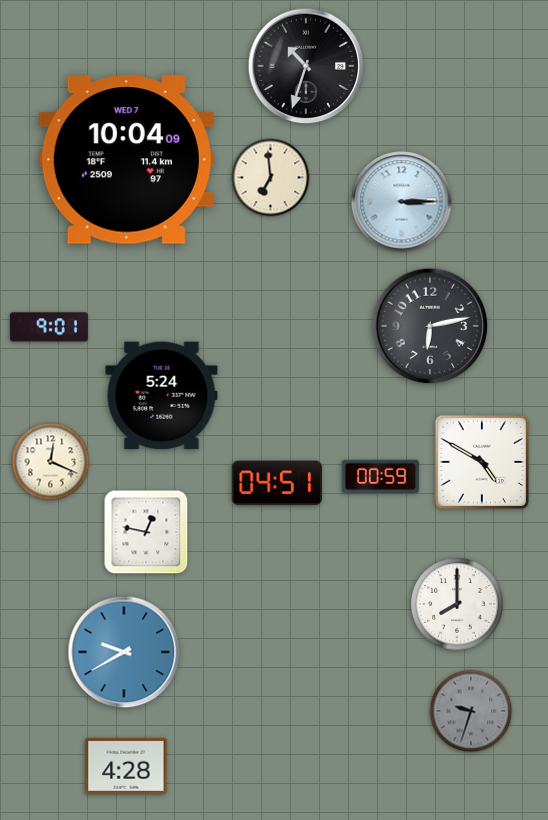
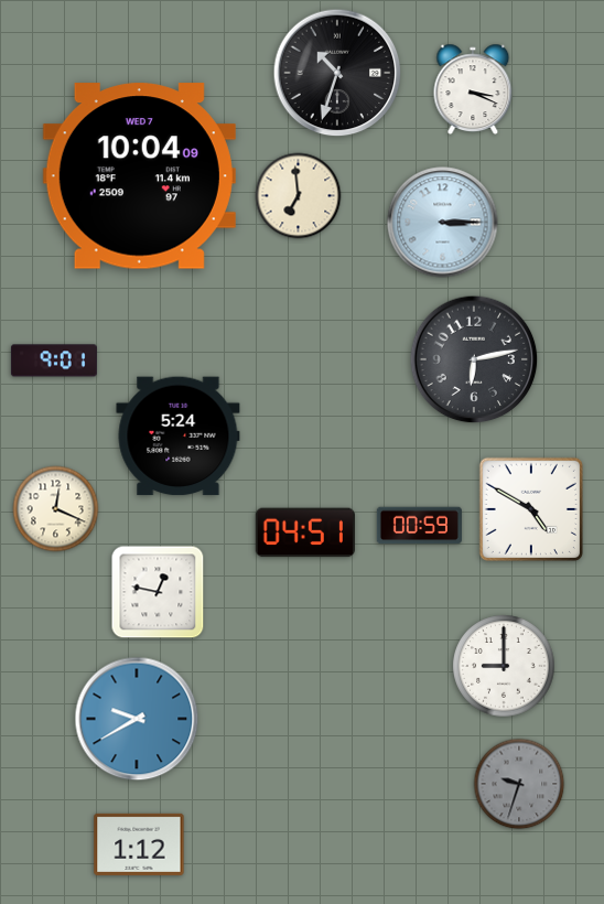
clock at (473, 89): none -> 3:19
clock at (146, 532) position: (146, 532) -> (158, 592)
clock at (457, 604): 8:00 -> 9:00
clock at (126, 766): 4:28 -> 1:12
